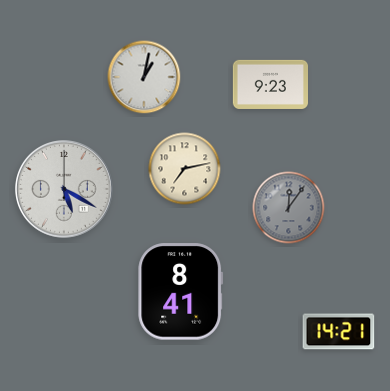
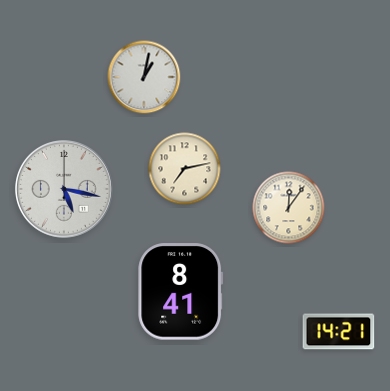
clock at (270, 84): 9:23 -> none
clock at (65, 190): 5:20 -> 5:17
clock at (289, 208) dial: grey -> cream
